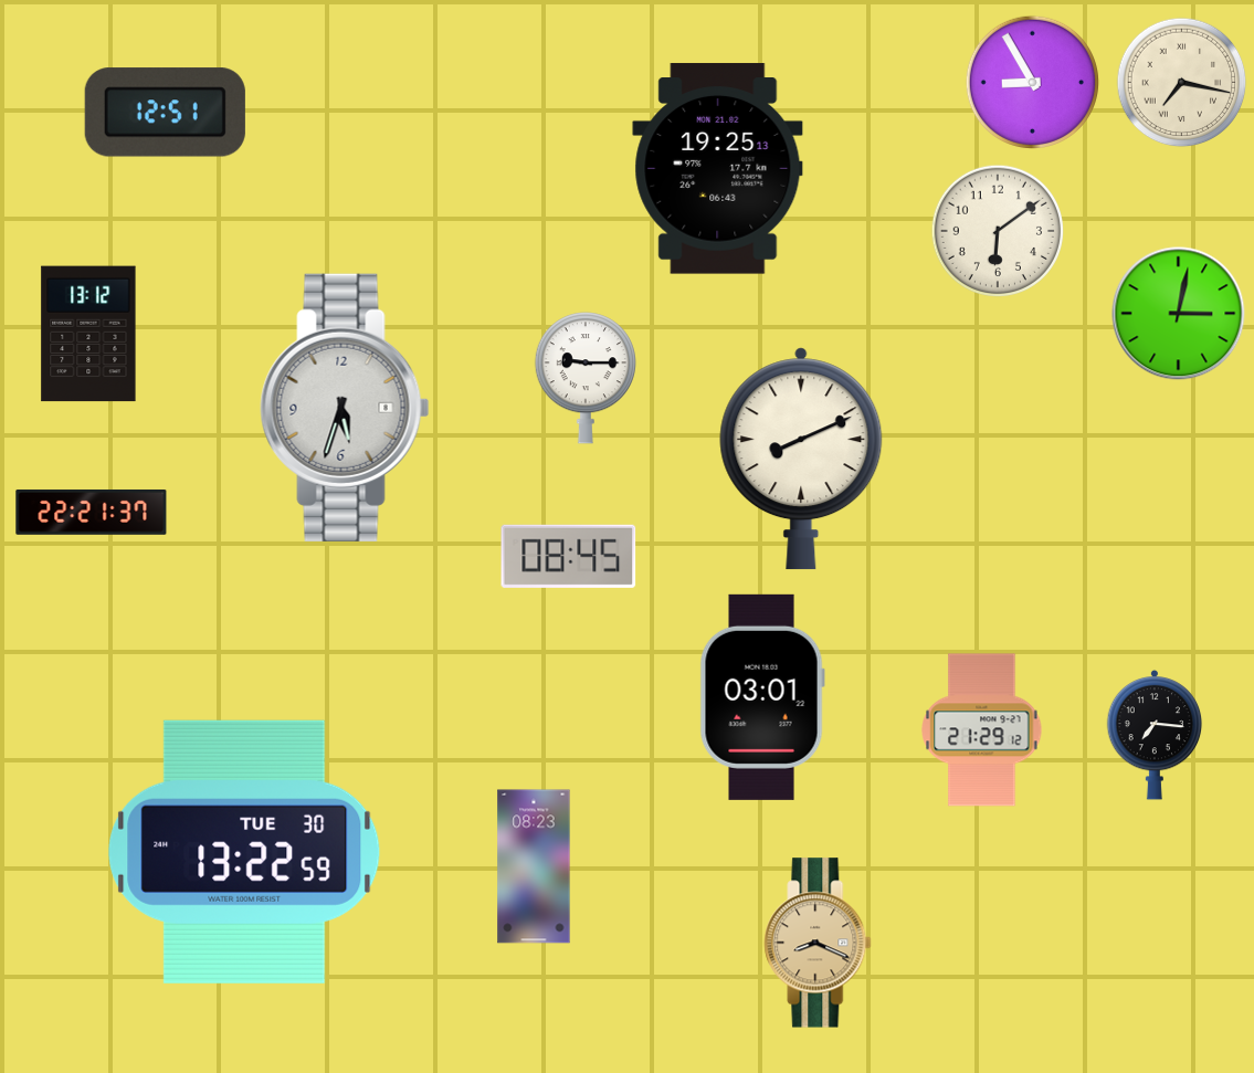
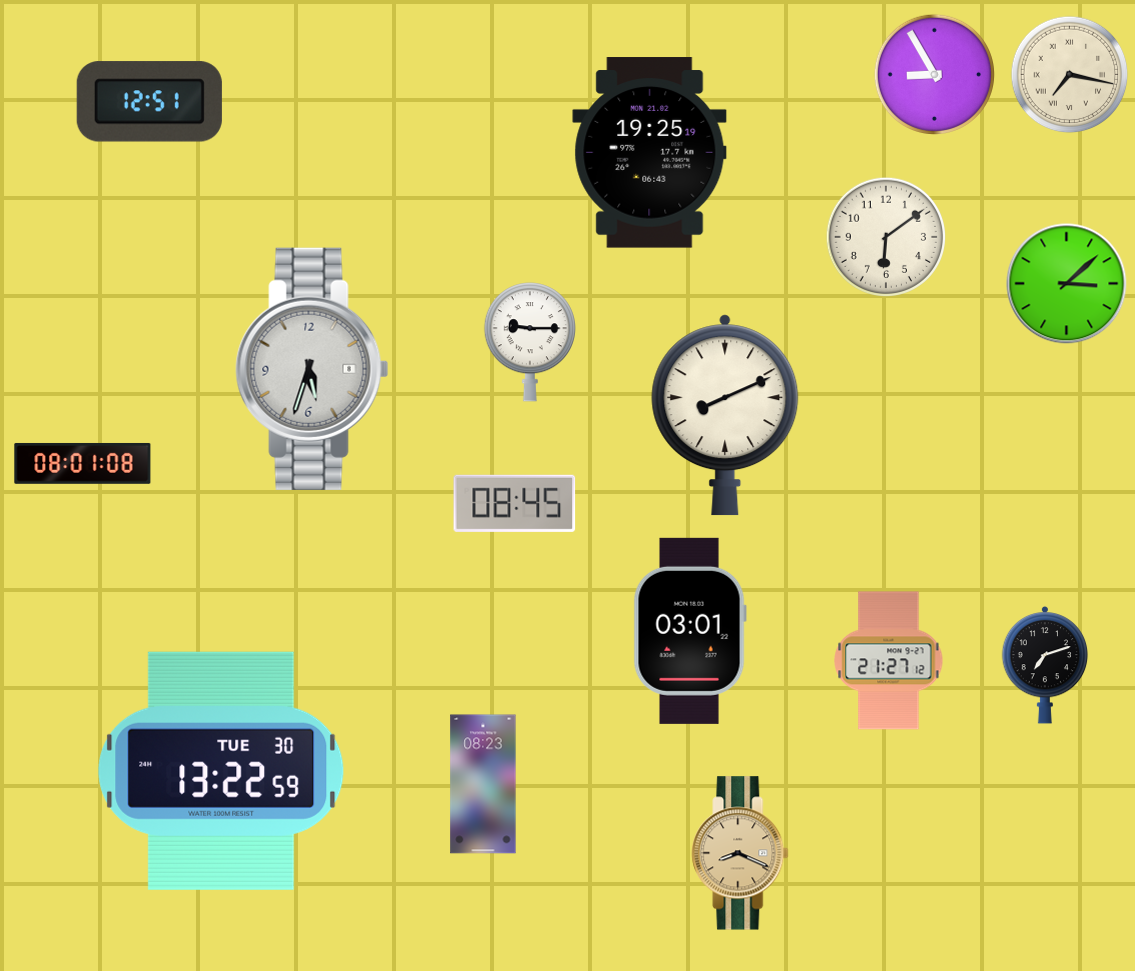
clock at (718, 169): 19:25:13 -> 19:25:19
clock at (997, 230) position: (997, 230) -> (885, 236)
clock at (1179, 314): 3:02 -> 3:08
clock at (88, 334): 13:12 -> none
clock at (92, 512): 22:21 -> 08:01
clock at (982, 730): 21:29 -> 21:27
clock at (1155, 735): 7:16 -> 7:12
